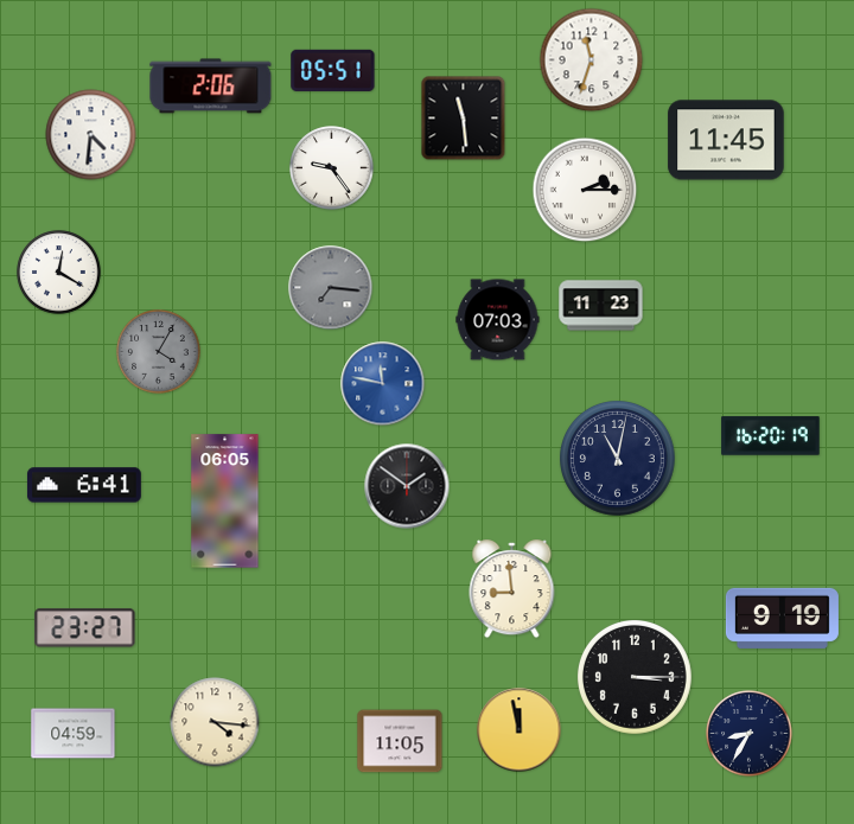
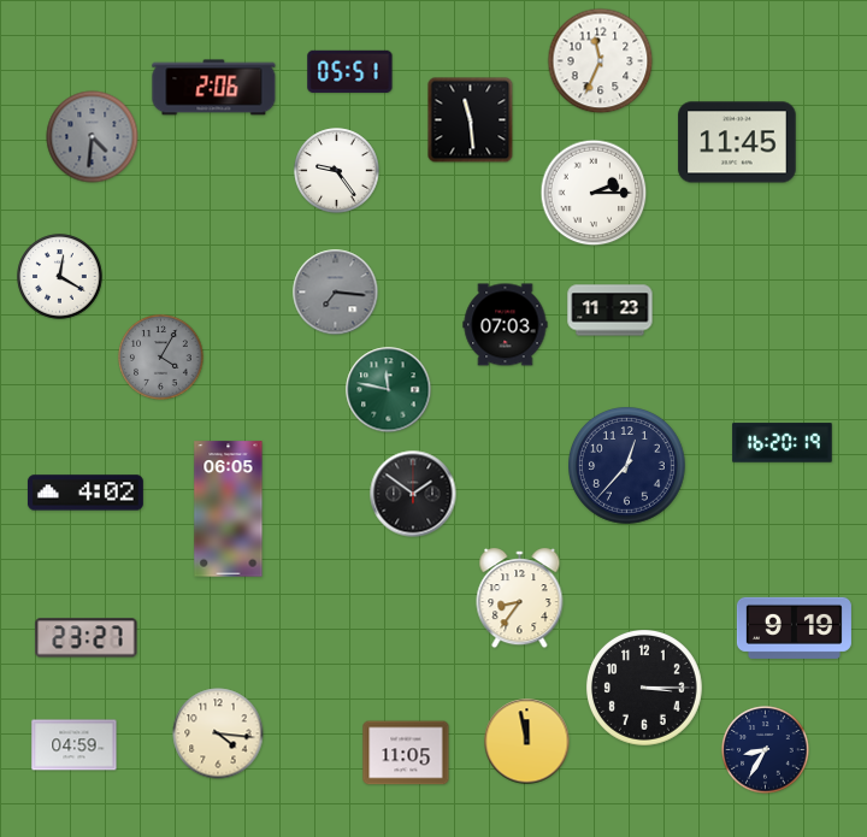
clock at (592, 60): 11:33 -> 11:34
clock at (333, 70) position: (333, 70) -> (350, 71)
clock at (91, 135) dial: white -> grey
clock at (383, 384) dial: blue -> green
clock at (618, 459): 11:02 -> 12:37
clock at (84, 485): 6:41 -> 4:02
clock at (512, 589): 8:59 -> 8:36
clock at (750, 734) position: (750, 734) -> (766, 750)
